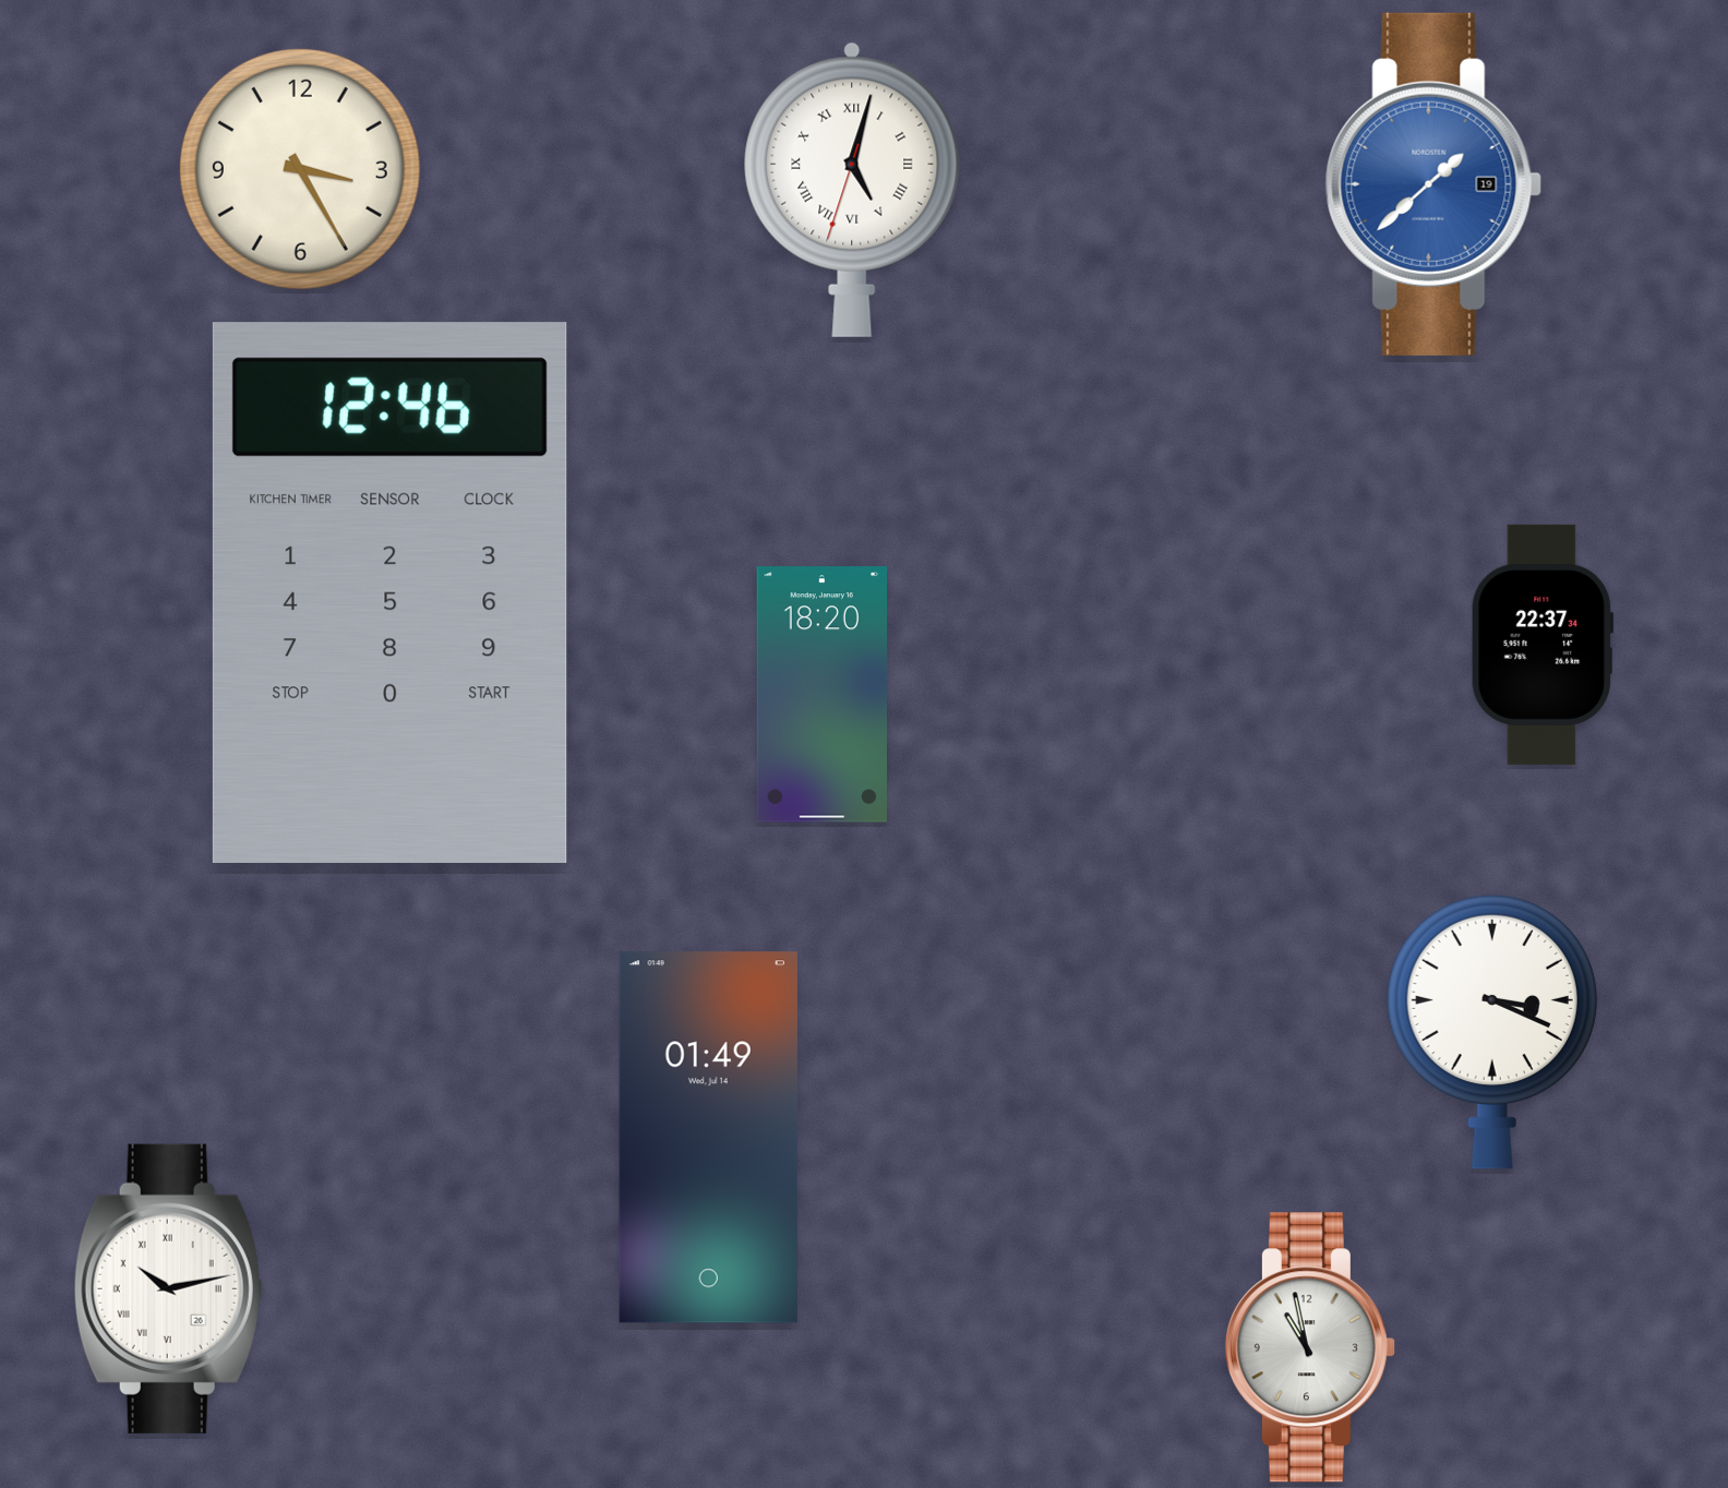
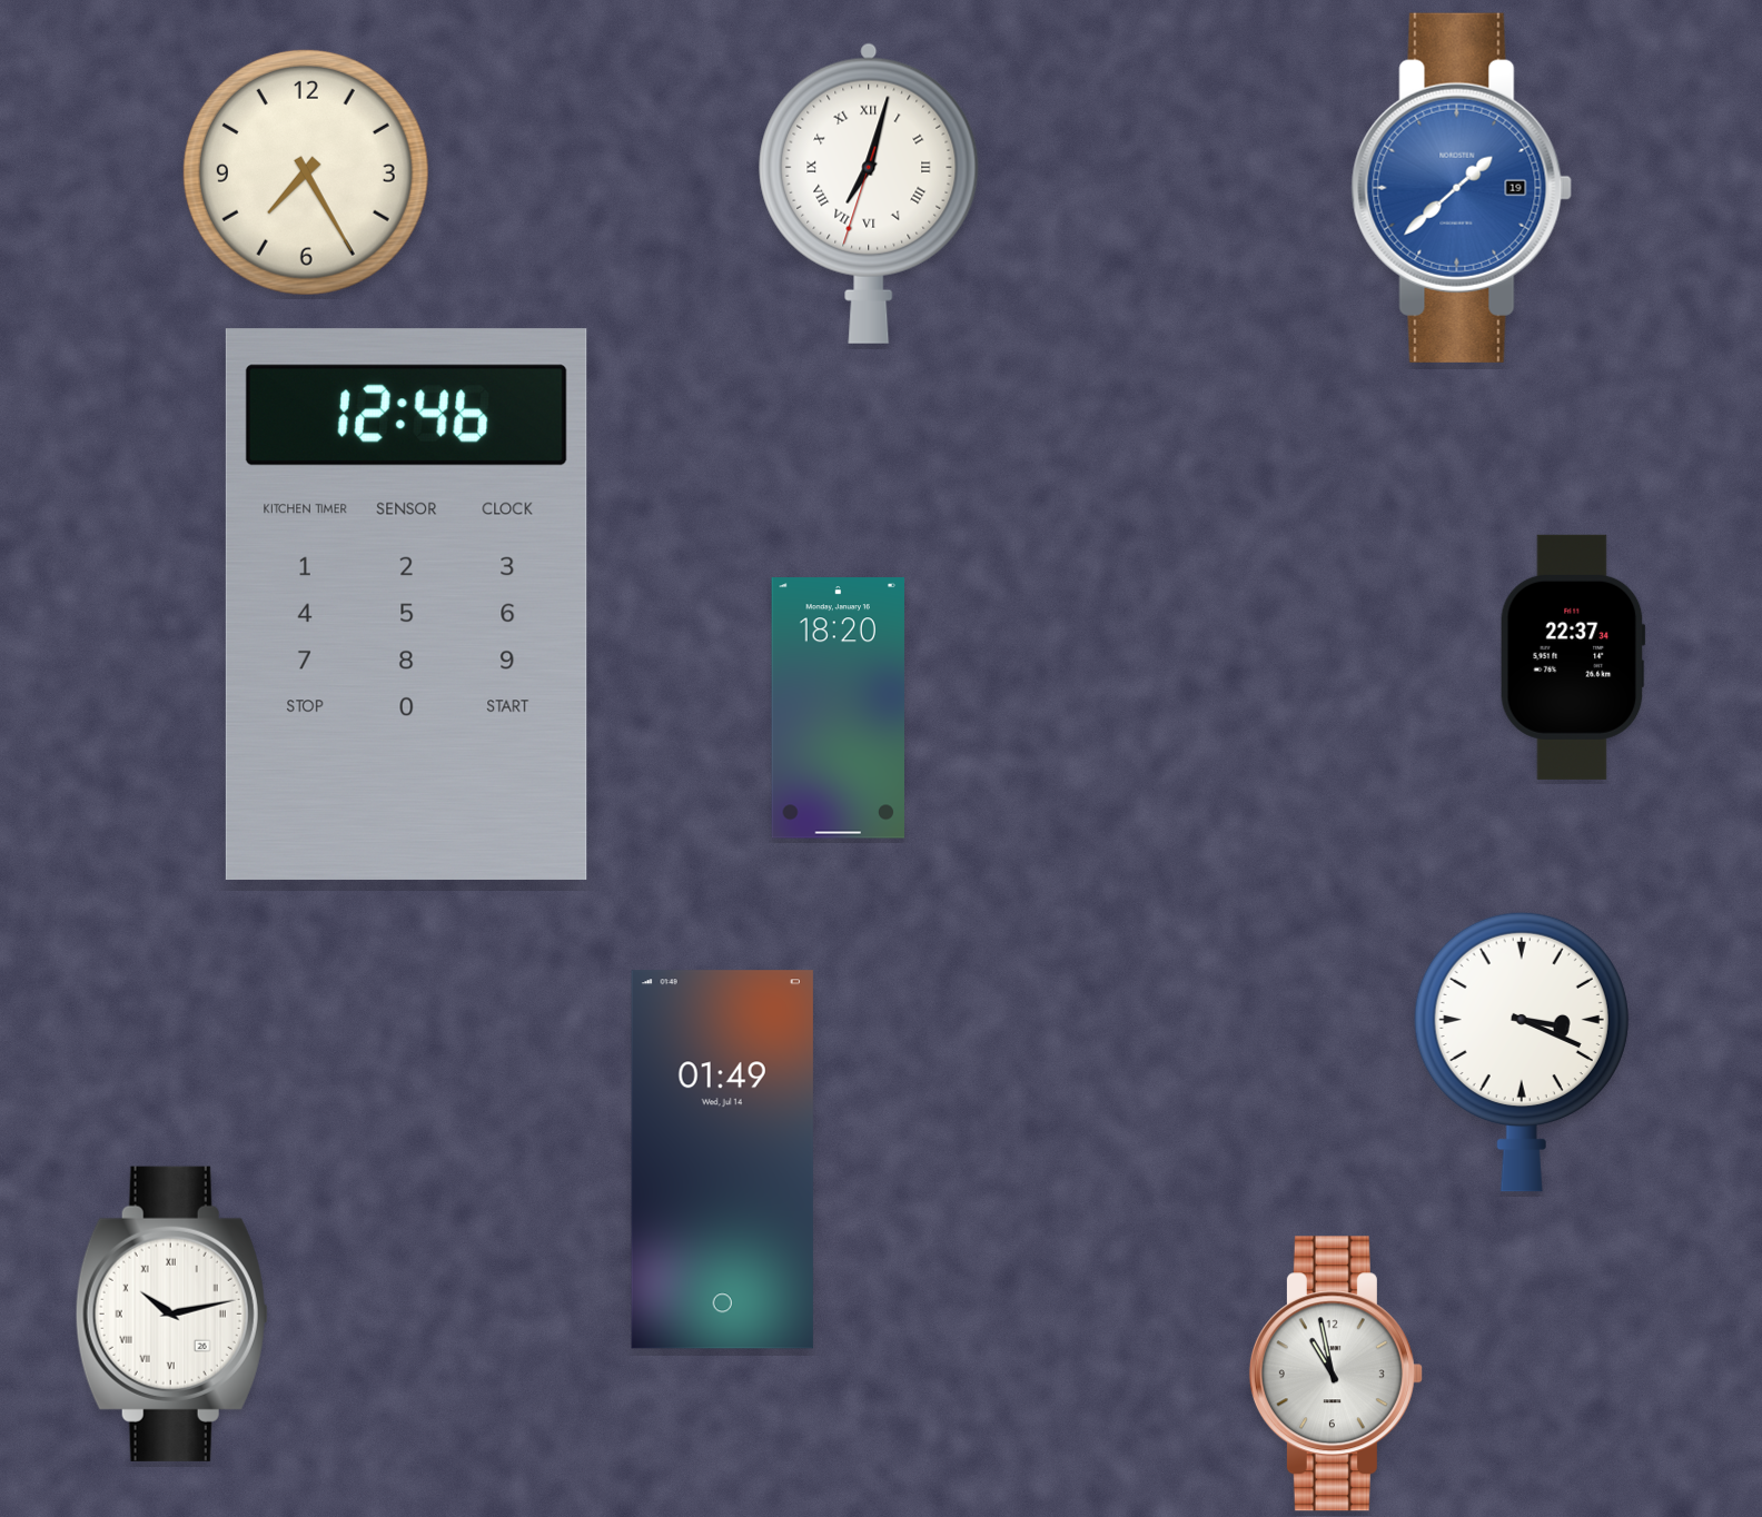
clock at (300, 169): 3:25 -> 7:25
clock at (852, 190): 5:02 -> 7:02
clock at (389, 592) position: (389, 592) -> (406, 604)
